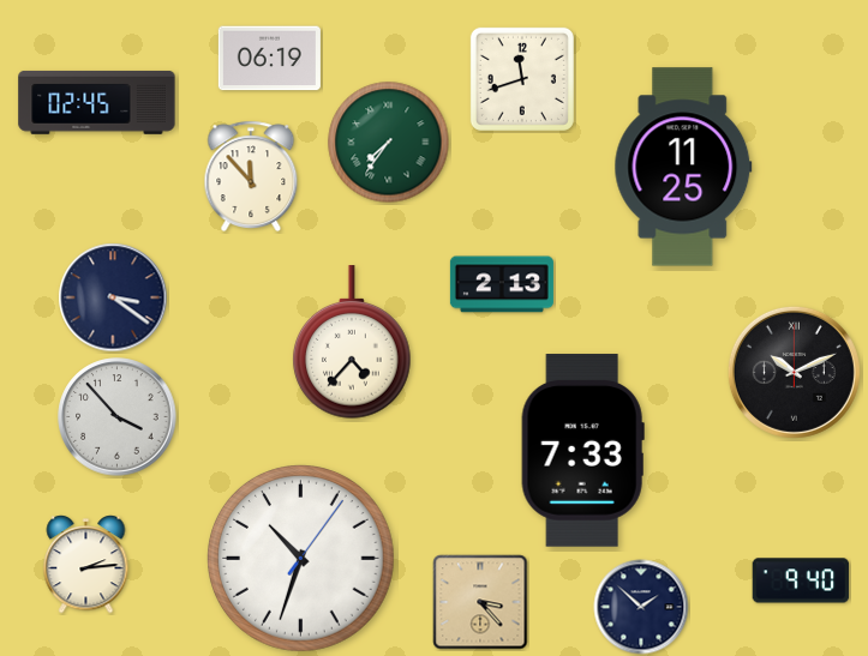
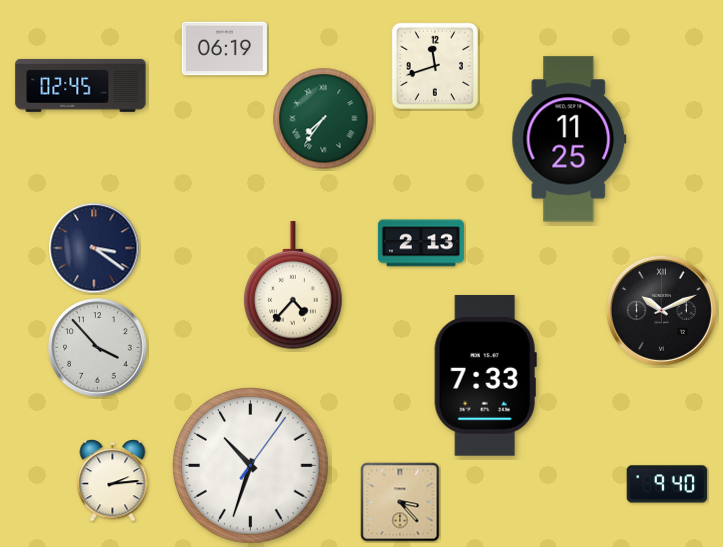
clock at (251, 175): 11:53 -> none
clock at (502, 284) position: (502, 284) -> (421, 243)
clock at (86, 565) position: (86, 565) -> (113, 481)
clock at (641, 607): 1:52 -> none
